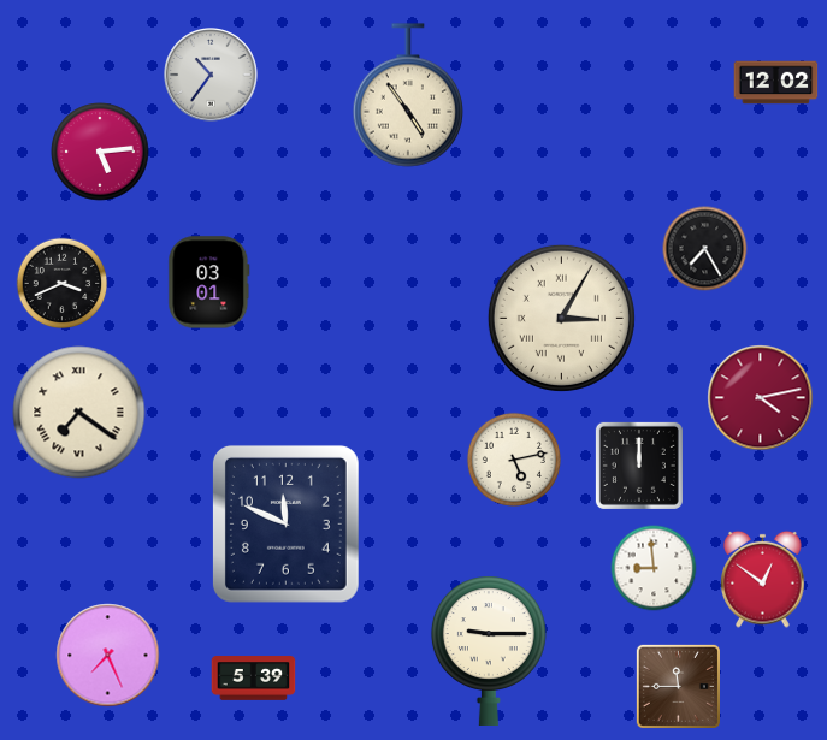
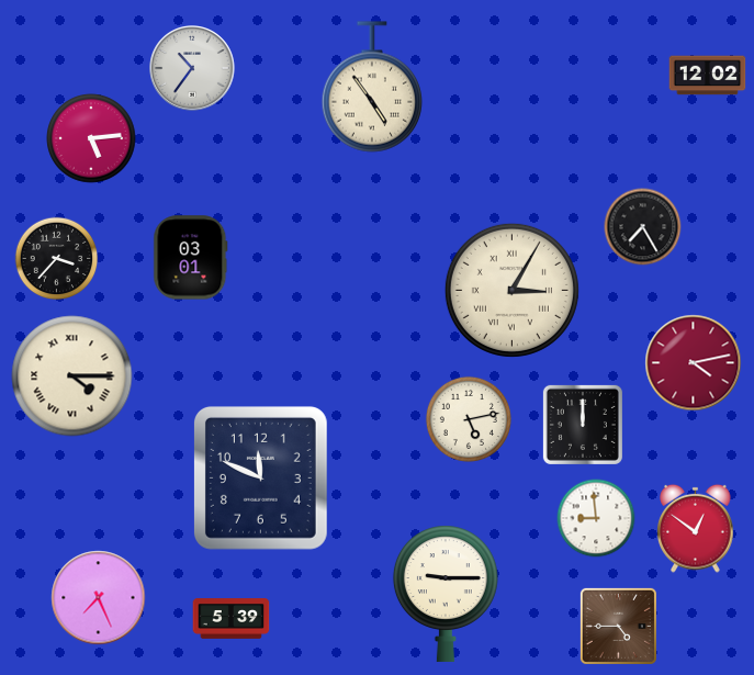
clock at (63, 284): 3:41 -> 3:37
clock at (79, 413): 7:21 -> 4:15
clock at (678, 686): 11:45 -> 4:45
